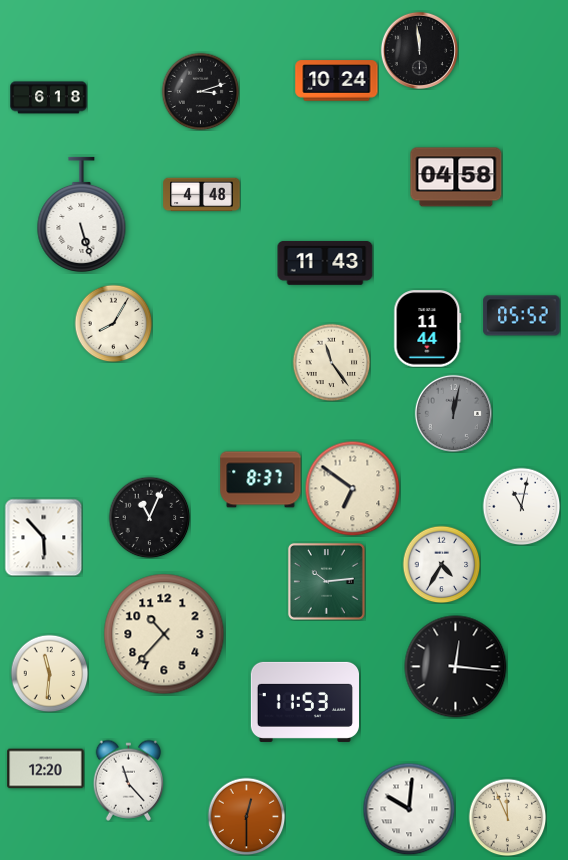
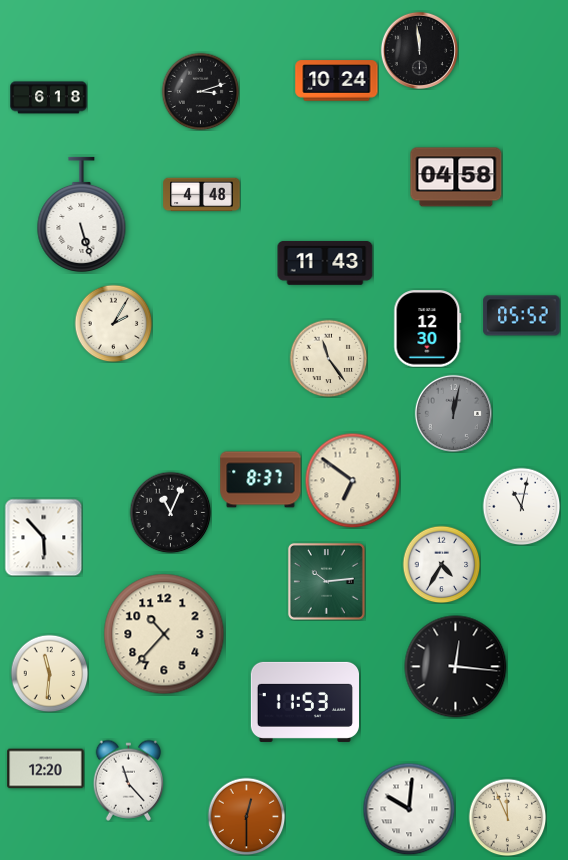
clock at (113, 323): 8:05 -> 2:05
clock at (428, 329): 11:44 -> 12:30
clock at (331, 362) position: (331, 362) -> (328, 358)
clock at (352, 488) position: (352, 488) -> (352, 480)
clock at (149, 517) position: (149, 517) -> (170, 512)
